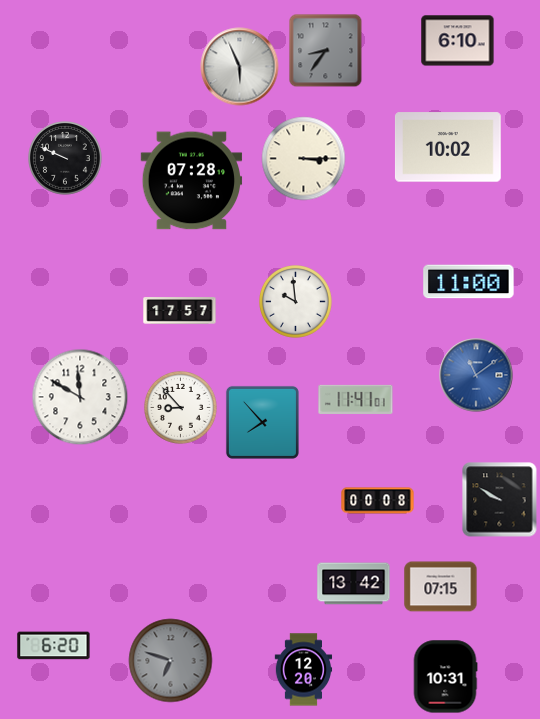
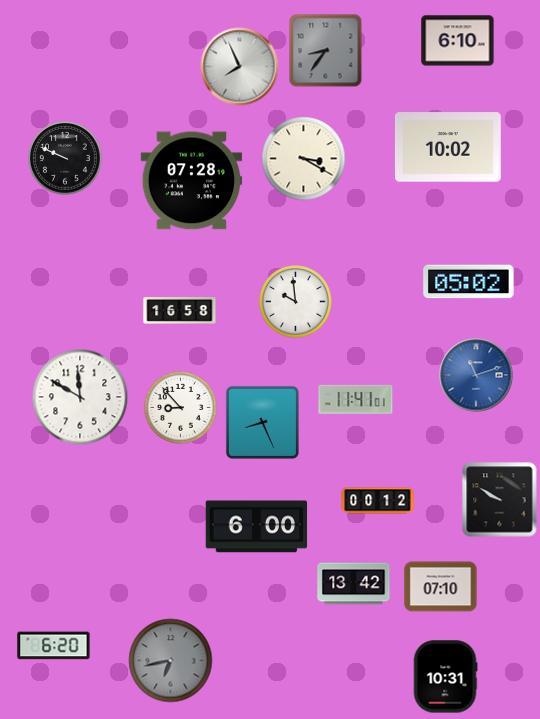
clock at (240, 67): 5:56 -> 7:56
clock at (304, 159): 3:15 -> 3:20
clock at (469, 282): 11:00 -> 05:02
clock at (180, 311): 17:57 -> 16:58
clock at (476, 375): 11:09 -> 11:12
clock at (262, 422): 7:53 -> 8:26
clock at (378, 501): 00:08 -> 00:12
clock at (257, 527): none -> 6:00
clock at (441, 587): 07:15 -> 07:10
clock at (171, 661): 6:48 -> 6:43
clock at (304, 670): 12:20 -> none
